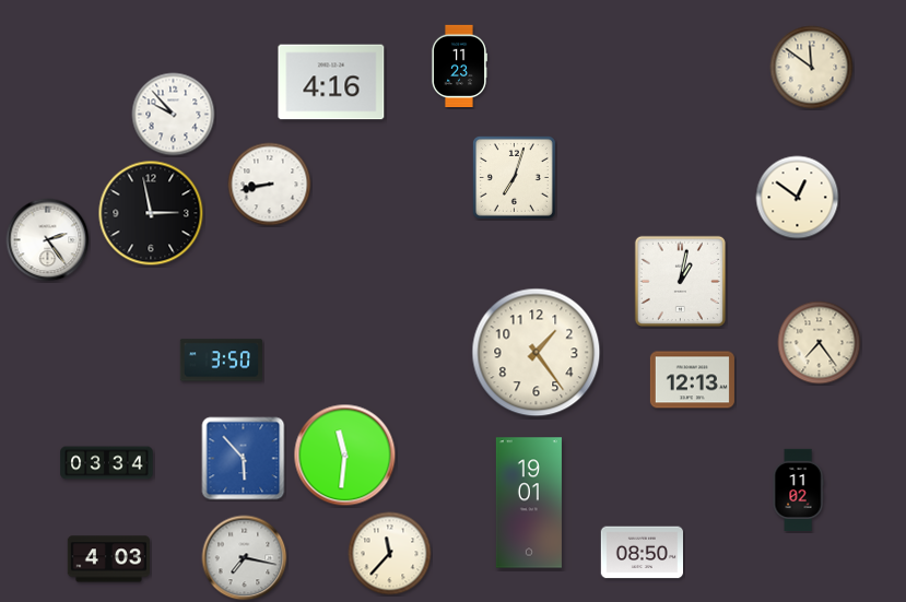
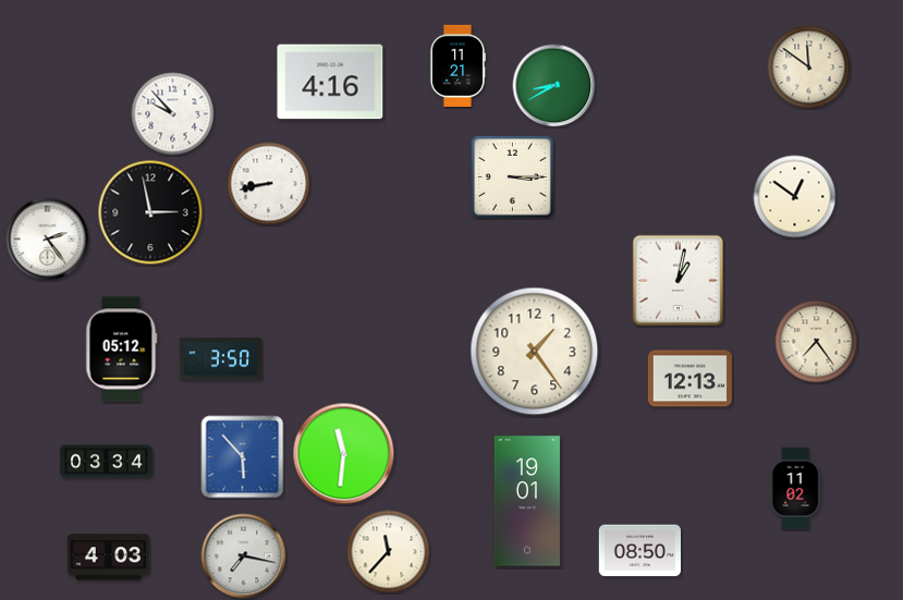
clock at (459, 66): 11:23 -> 11:21
clock at (554, 86): none -> 8:40
clock at (514, 177): 7:03 -> 3:15
clock at (122, 350): none -> 05:12
